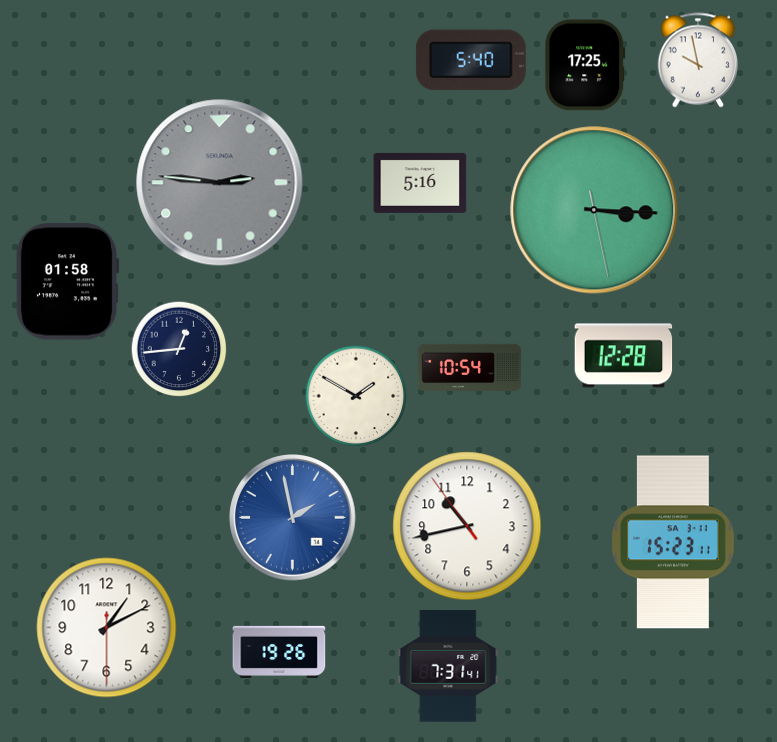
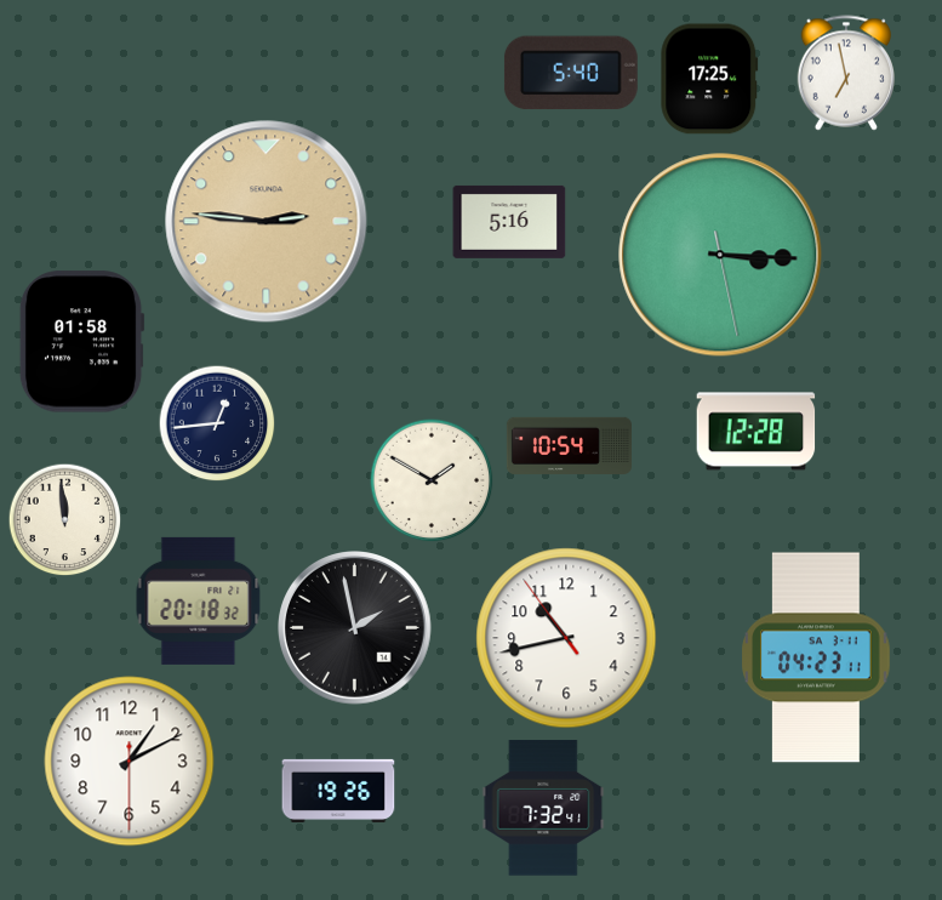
clock at (697, 60): 9:58 -> 6:58
clock at (220, 183) dial: grey -> champagne
clock at (64, 519): none -> 11:59
clock at (199, 600): none -> 20:18
clock at (293, 518) dial: blue -> black
clock at (673, 542): 15:23 -> 04:23
clock at (448, 666): 7:31 -> 7:32
